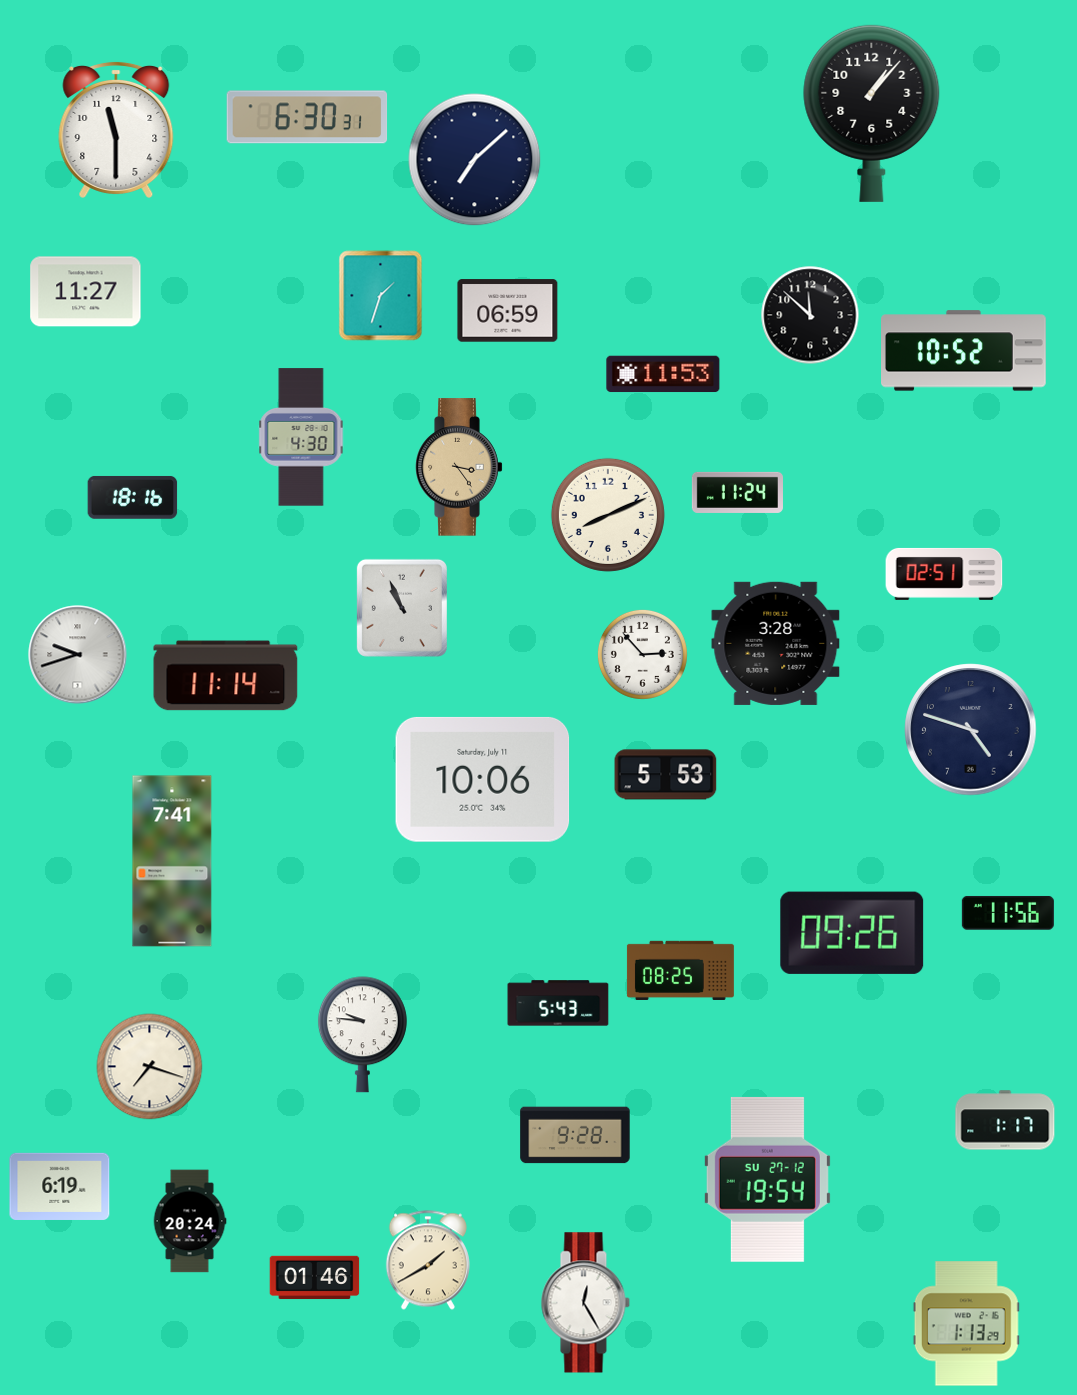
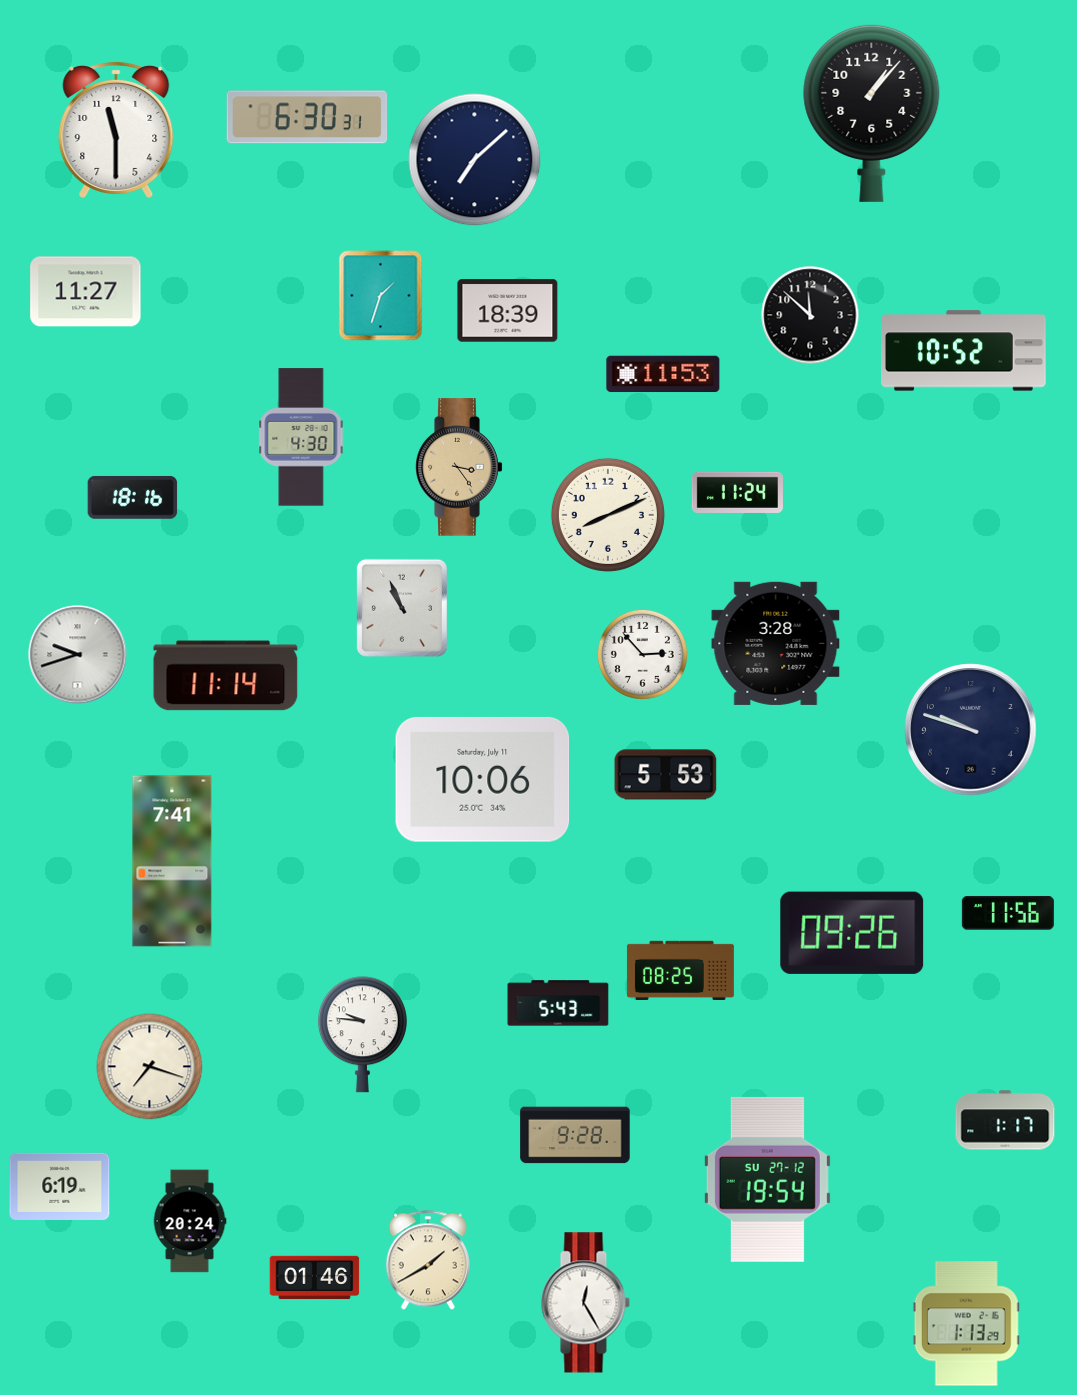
clock at (508, 311): 06:59 -> 18:39
clock at (944, 574): 02:51 -> none
clock at (971, 730): 4:48 -> 9:48
